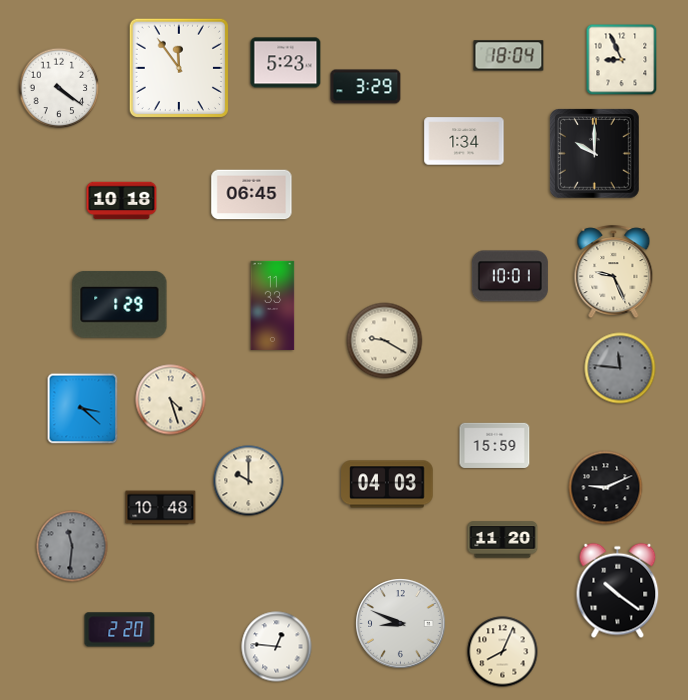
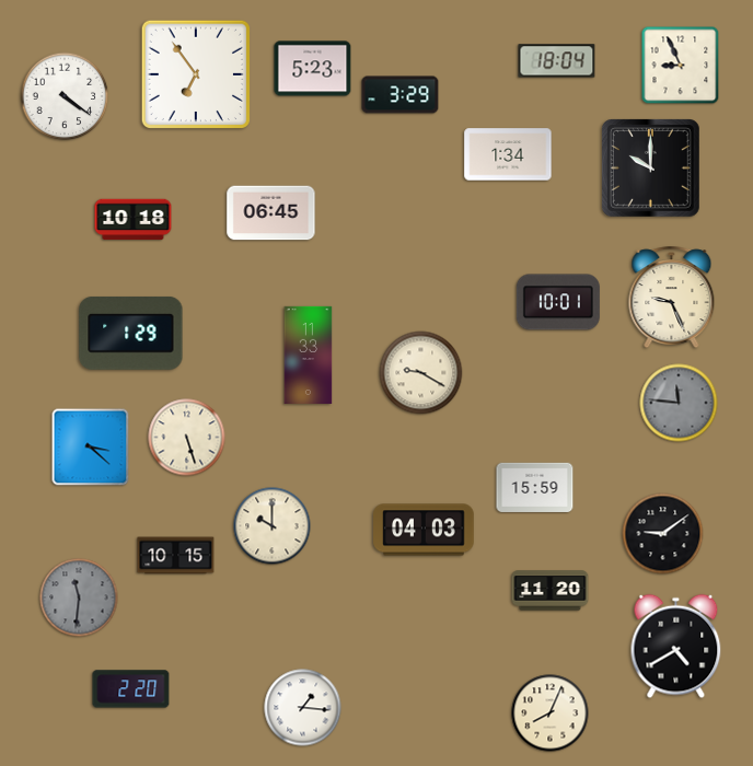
clock at (178, 67): 11:54 -> 6:54
clock at (252, 195) position: (252, 195) -> (271, 213)
clock at (273, 305) position: (273, 305) -> (309, 355)
clock at (171, 400): 4:27 -> 5:27
clock at (495, 445) position: (495, 445) -> (535, 487)
clock at (606, 488): 9:11 -> 9:09
clock at (161, 508): 10:48 -> 10:15
clock at (618, 591): 10:21 -> 4:40
clock at (401, 624): 8:49 -> none
clock at (277, 647): 12:46 -> 1:16
